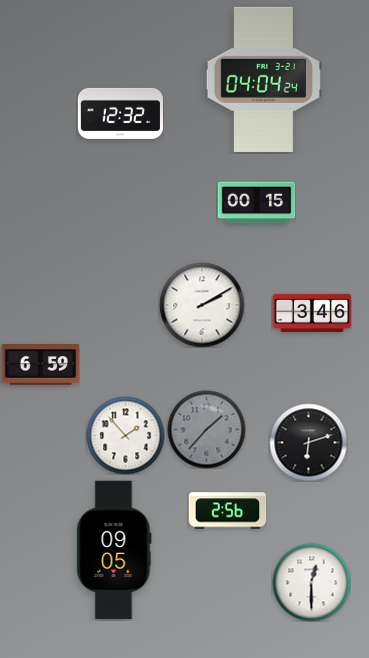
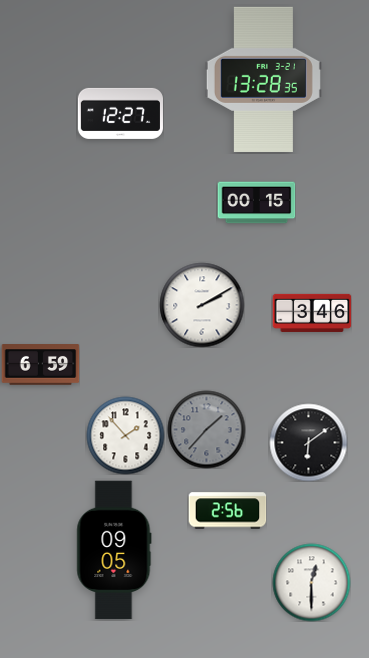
clock at (263, 79): 04:04 -> 13:28
clock at (120, 113): 12:32 -> 12:27
clock at (308, 442): 6:12 -> 6:09
